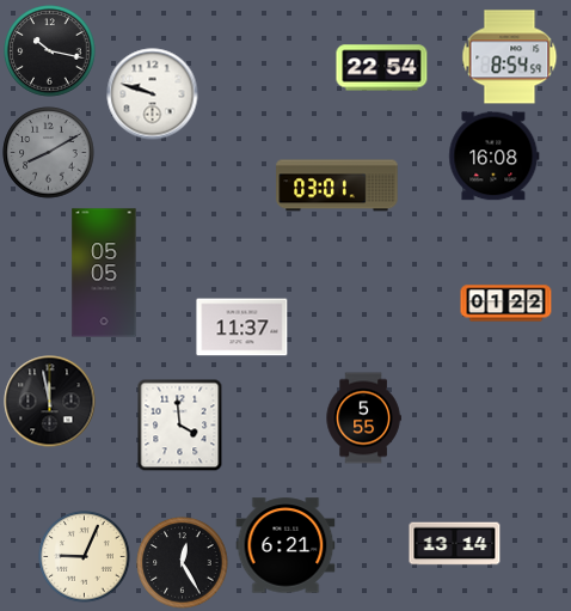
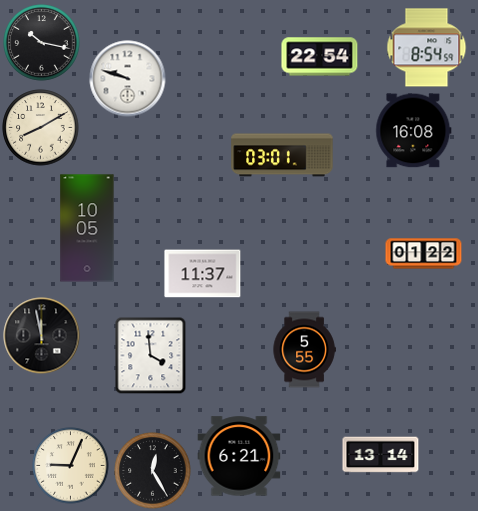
clock at (49, 153) dial: grey -> cream
clock at (104, 273): 05:05 -> 10:05
